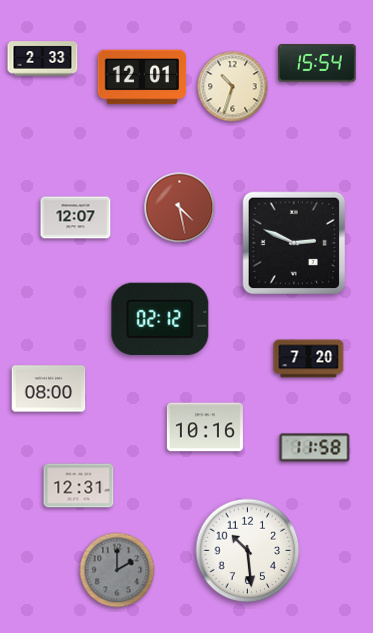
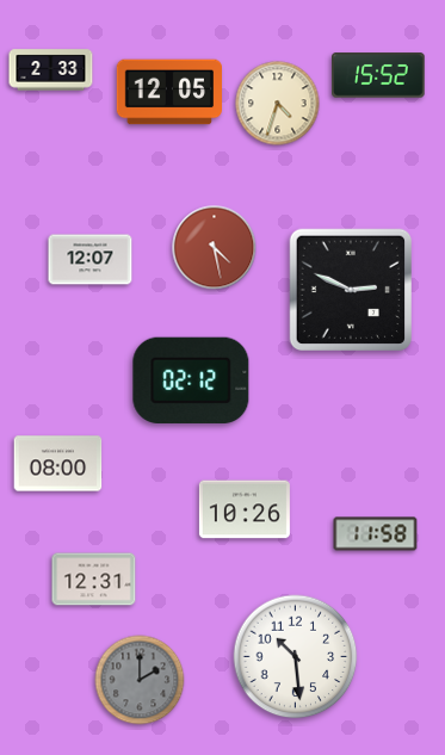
clock at (317, 63): 15:54 -> 15:52
clock at (142, 77): 12:01 -> 12:05
clock at (233, 87): 10:33 -> 4:33
clock at (309, 359): 7:20 -> none
clock at (205, 427): 10:16 -> 10:26
